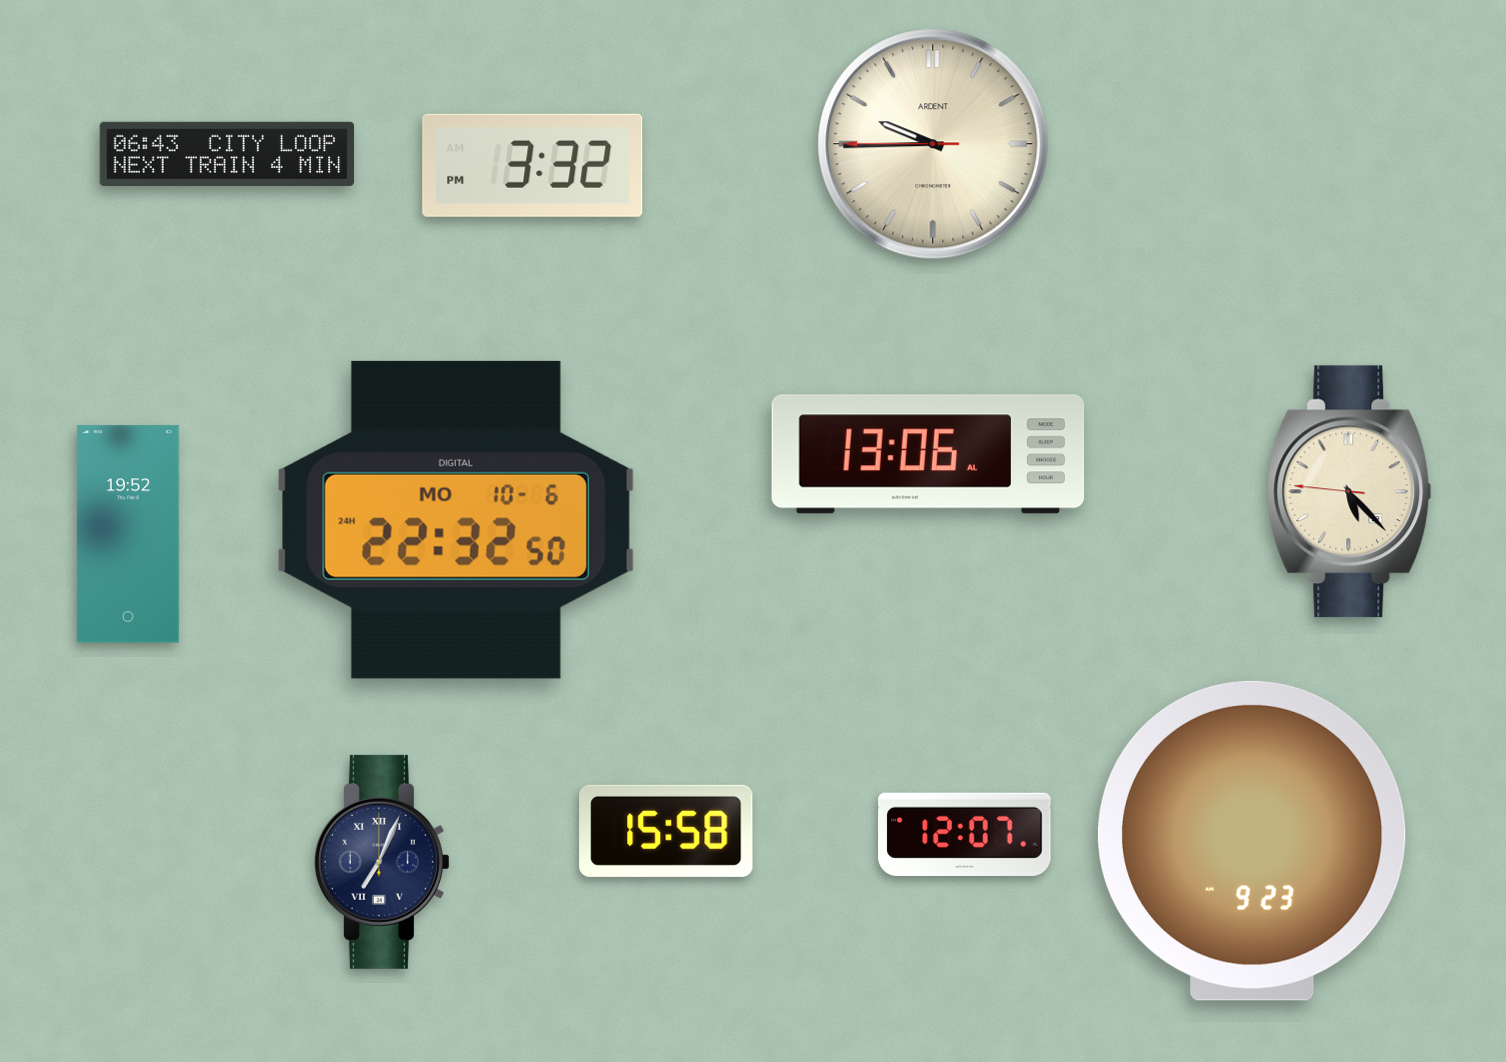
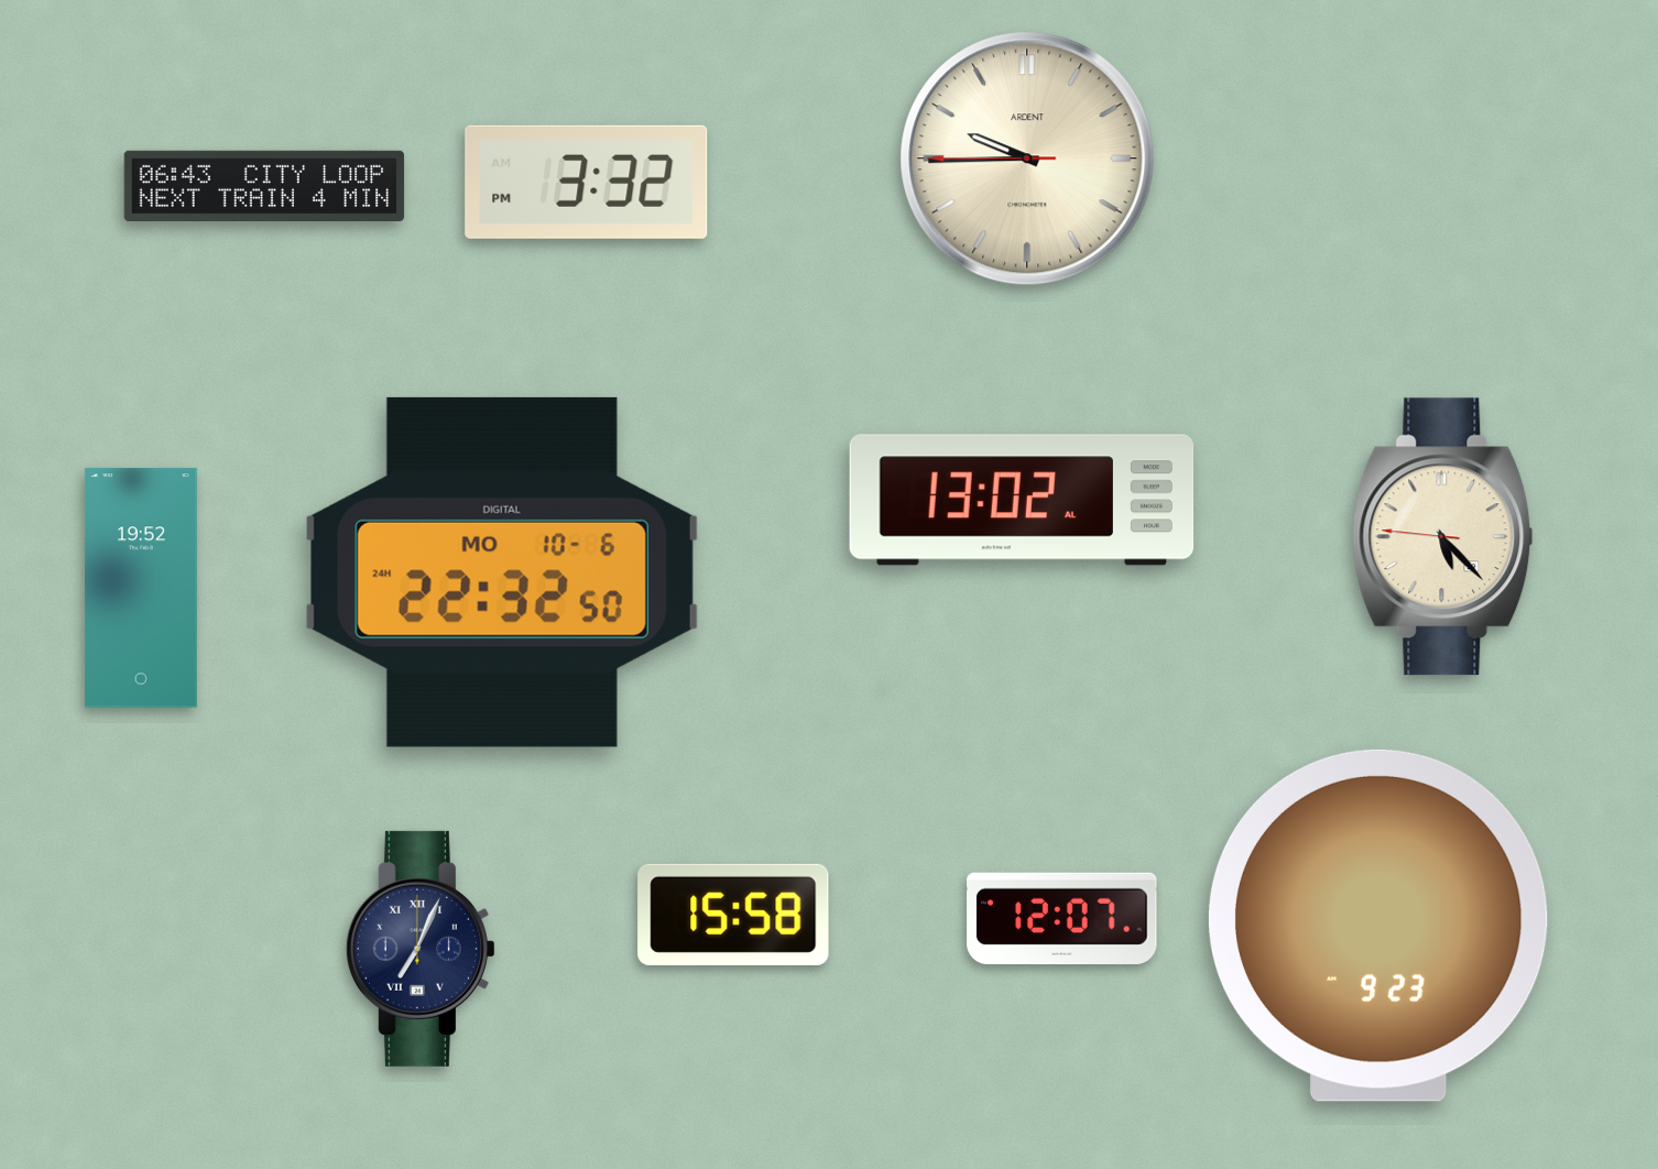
clock at (227, 153) position: (227, 153) -> (264, 185)
clock at (928, 454): 13:06 -> 13:02
clock at (1350, 492) position: (1350, 492) -> (1443, 537)
